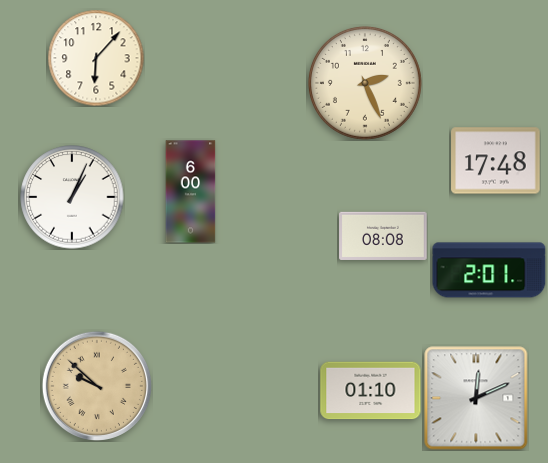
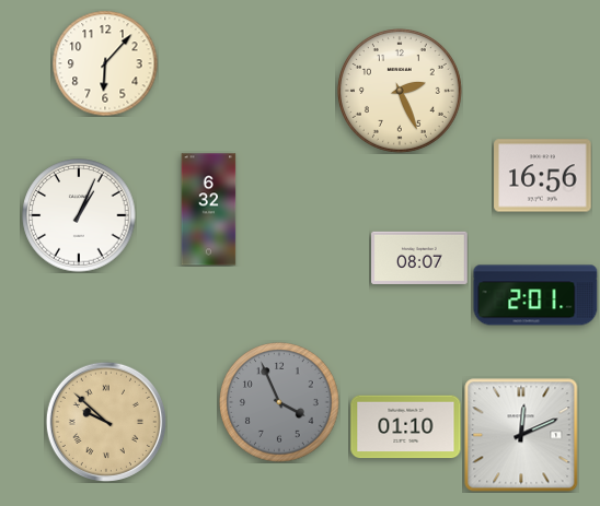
clock at (496, 161): 17:48 -> 16:56
clock at (191, 192): 6:00 -> 6:32
clock at (383, 236): 08:08 -> 08:07
clock at (279, 402): none -> 3:56
